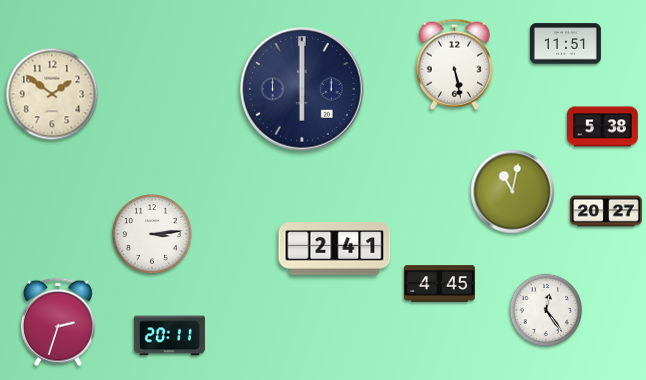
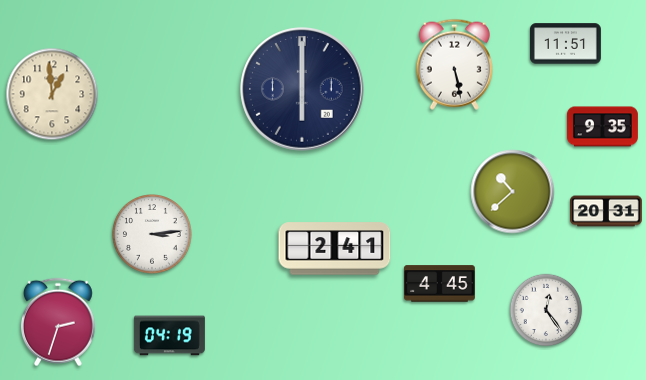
clock at (52, 94): 1:51 -> 12:59
clock at (602, 127): 5:38 -> 9:35
clock at (513, 192): 11:02 -> 10:38
clock at (606, 211): 20:27 -> 20:31
clock at (169, 336): 20:11 -> 04:19
